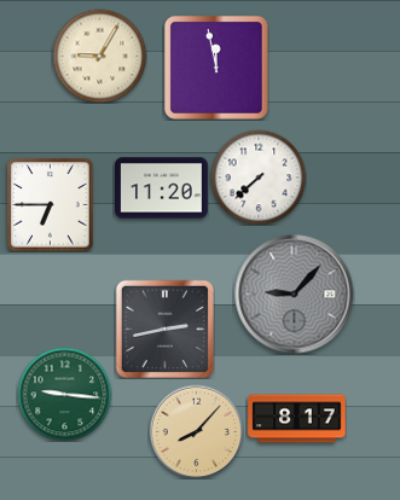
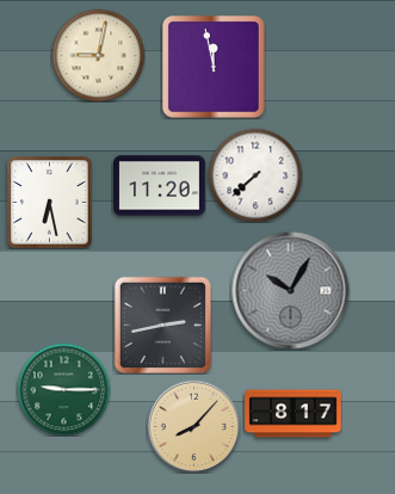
clock at (99, 56): 9:05 -> 9:02
clock at (51, 204): 6:45 -> 6:28
clock at (295, 295): 9:07 -> 10:05
clock at (64, 394): 9:16 -> 9:15
